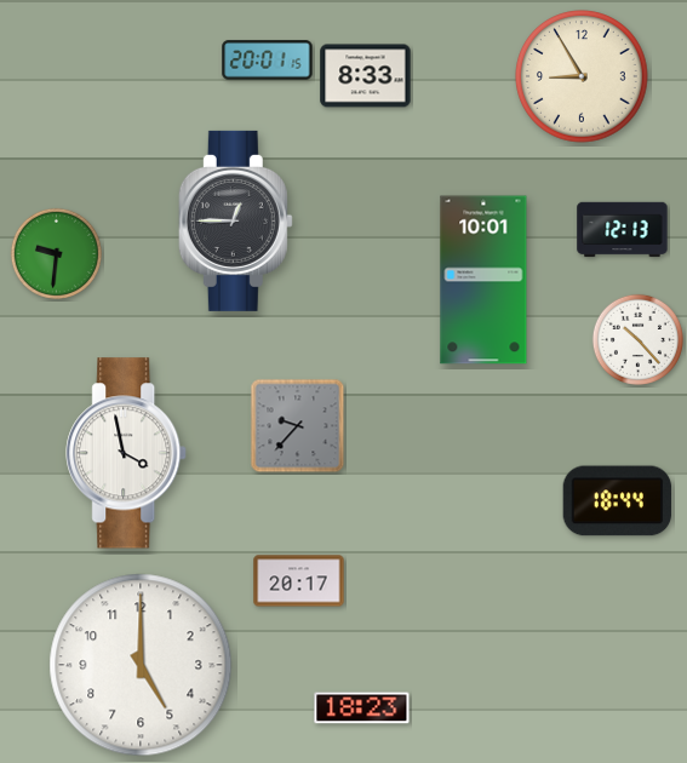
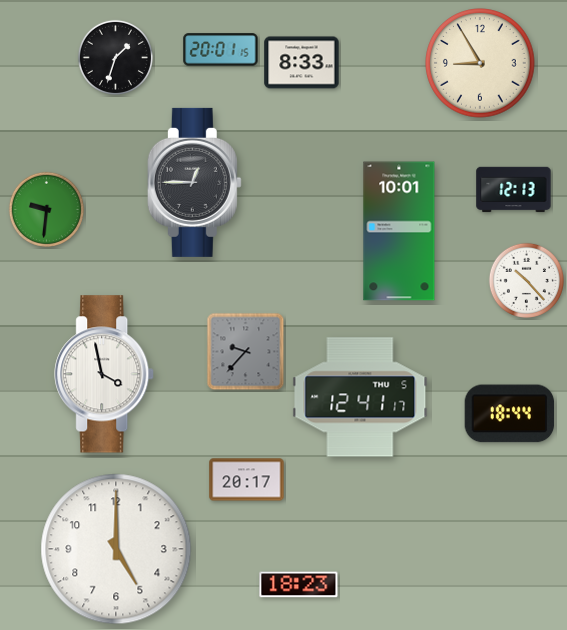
clock at (115, 57): none -> 1:33
clock at (360, 397): none -> 12:41
